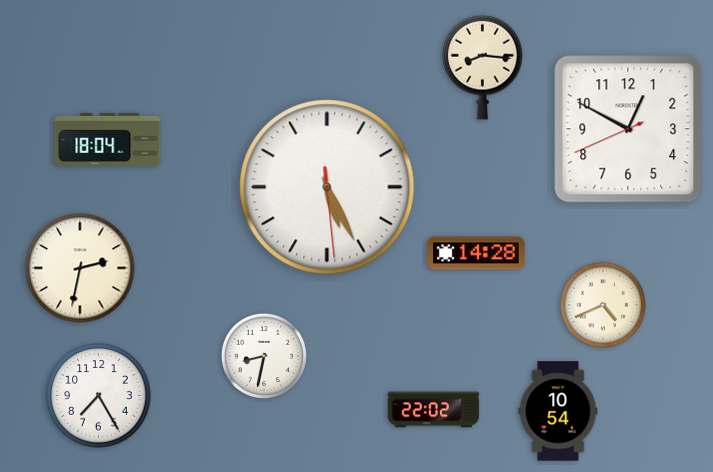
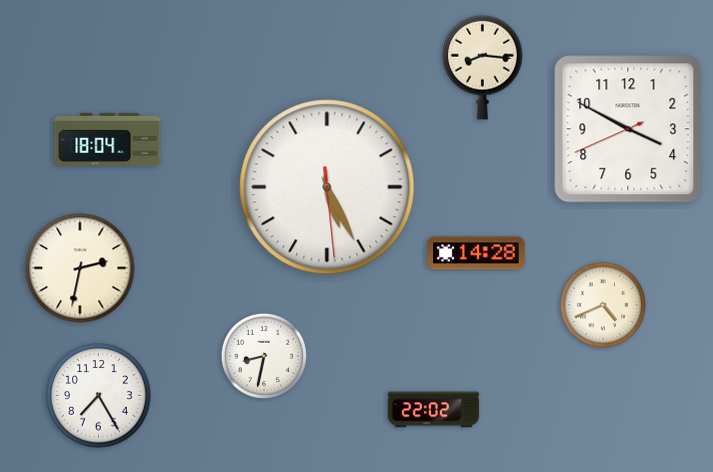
clock at (628, 129): 12:49 -> 3:49
clock at (558, 411): 10:54 -> none
